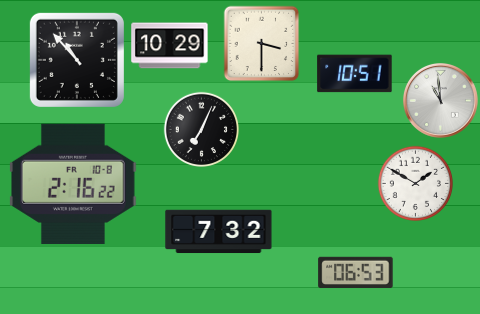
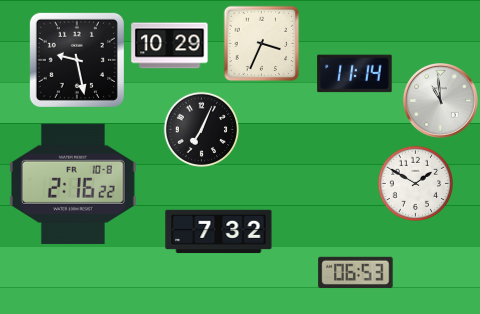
clock at (262, 44): 3:30 -> 3:34
clock at (77, 60): 10:53 -> 9:28
clock at (355, 74): 10:51 -> 11:14
